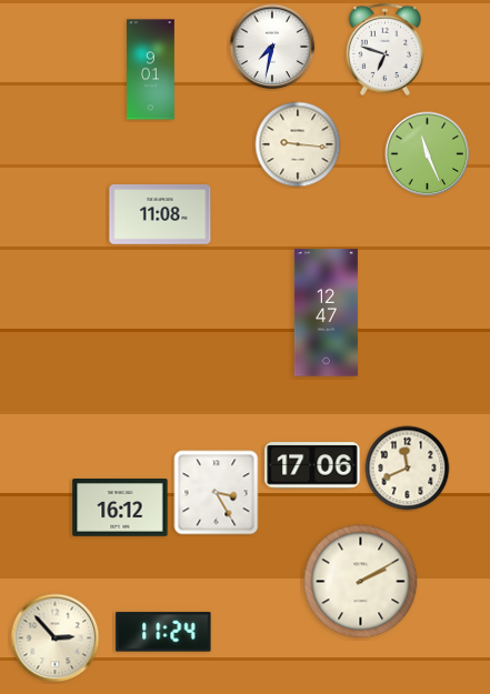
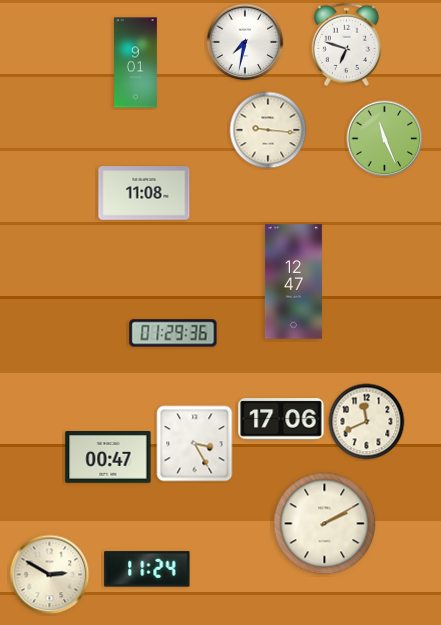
clock at (173, 333): none -> 01:29
clock at (120, 509): 16:12 -> 00:47
clock at (56, 638): 2:53 -> 2:50
